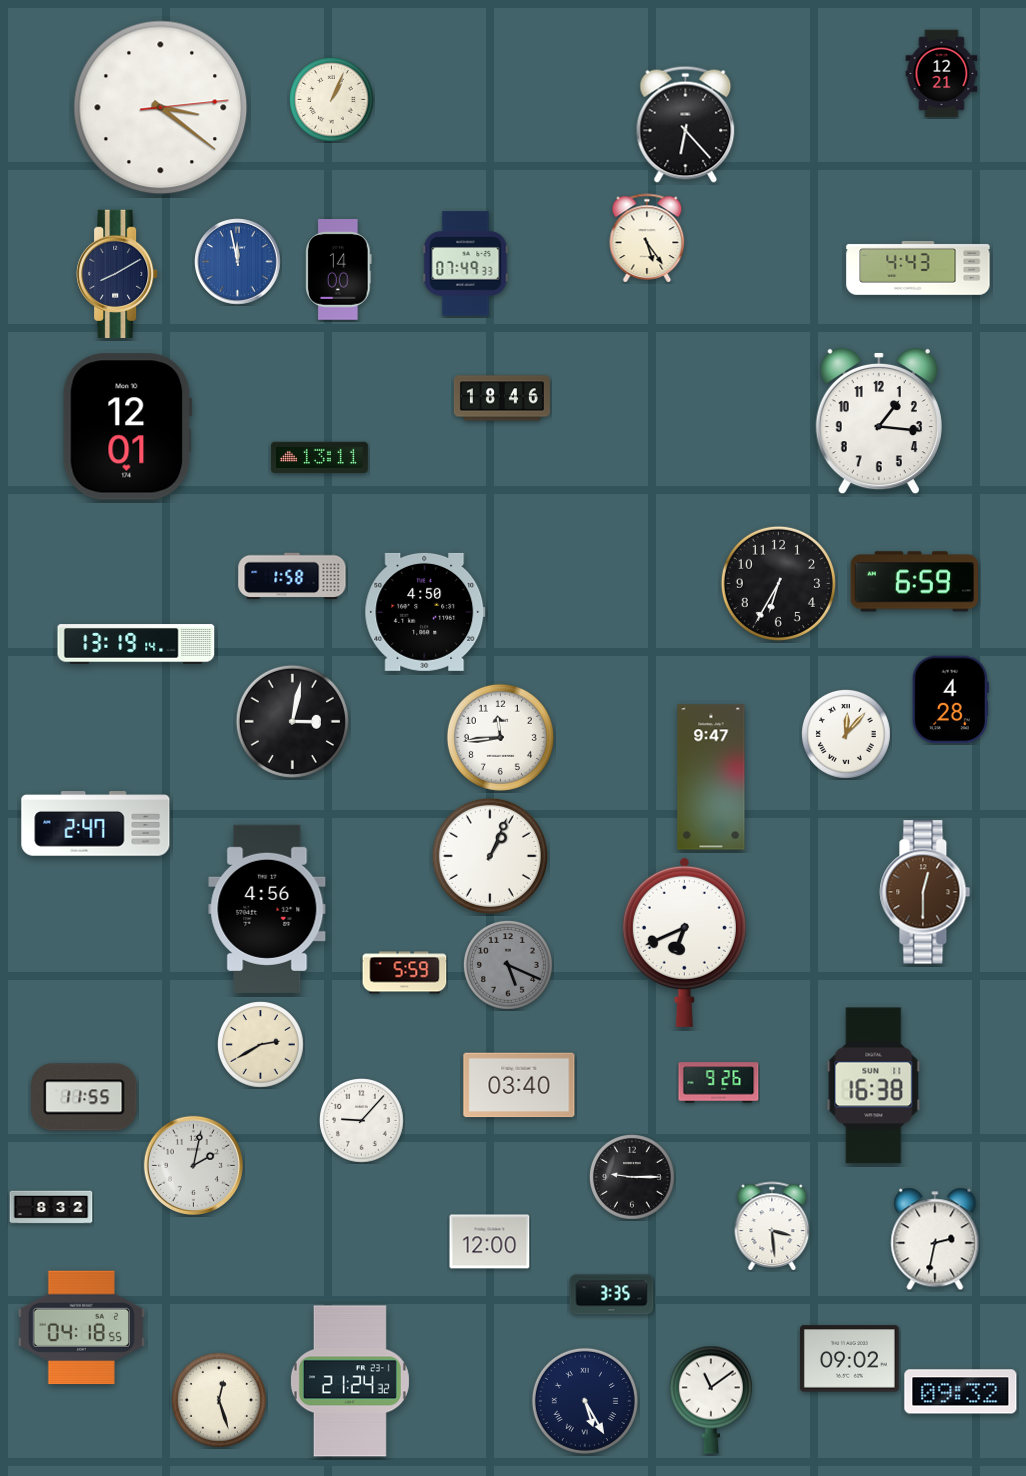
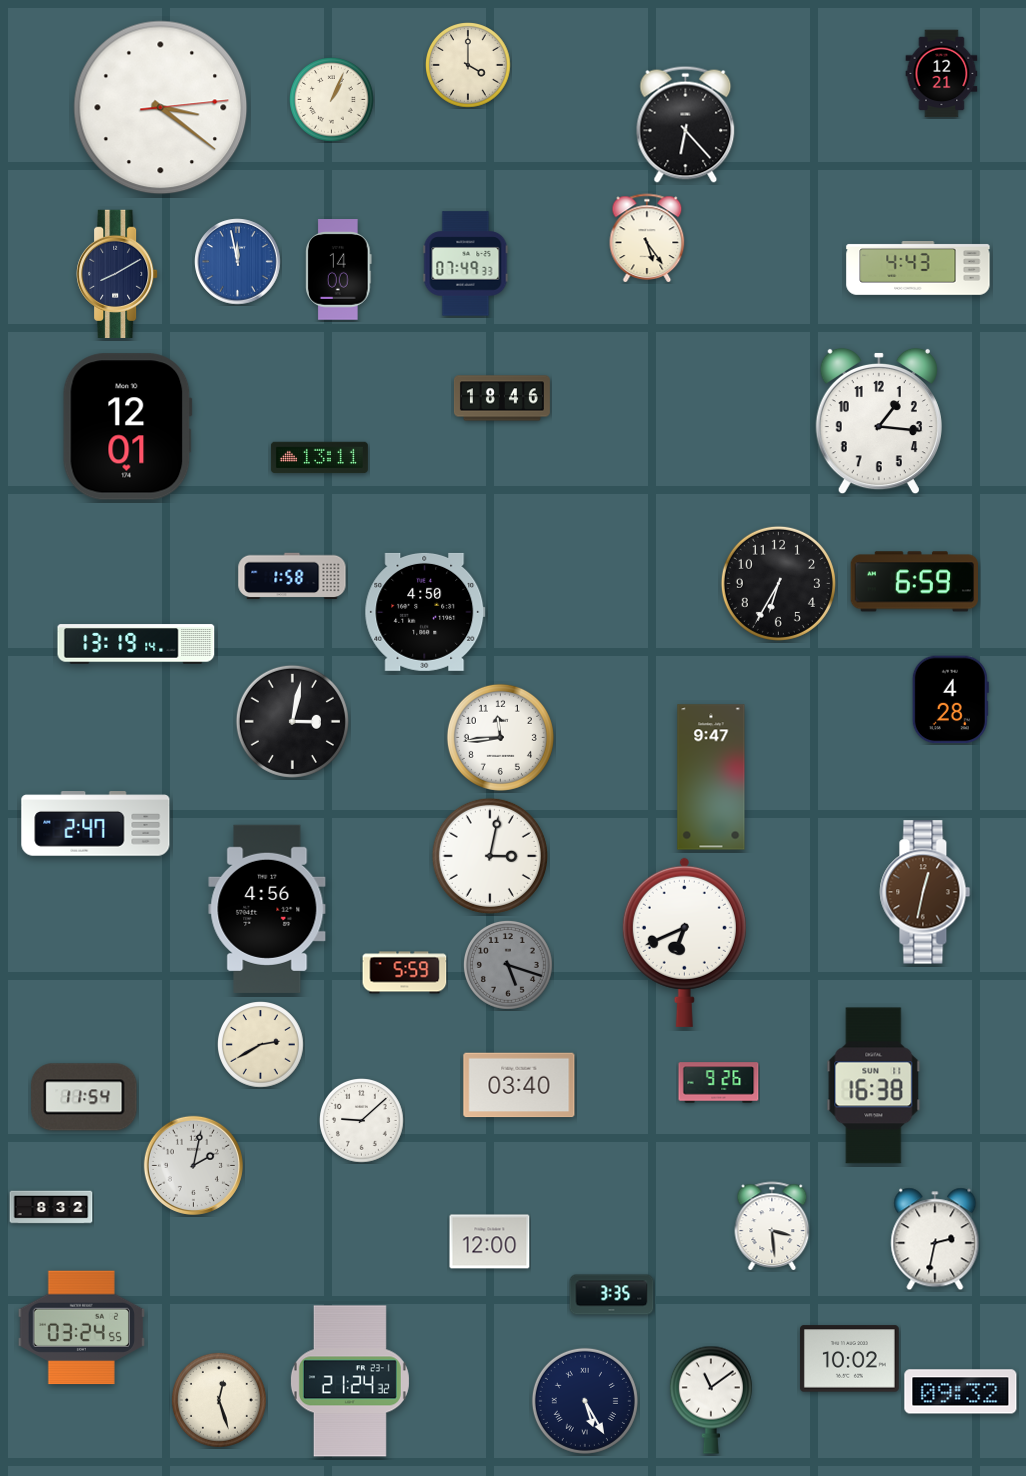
clock at (469, 66): none -> 4:00
clock at (846, 734): 12:07 -> none
clock at (490, 856): 1:04 -> 3:02
clock at (925, 892): 12:30 -> 12:32
clock at (508, 965): 5:19 -> 5:18
clock at (84, 1097): 11:55 -> 11:54
clock at (362, 1121): 9:07 -> 9:08
clock at (633, 1178): 9:15 -> none
clock at (81, 1328): 04:18 -> 03:24
clock at (849, 1359): 09:02 -> 10:02
